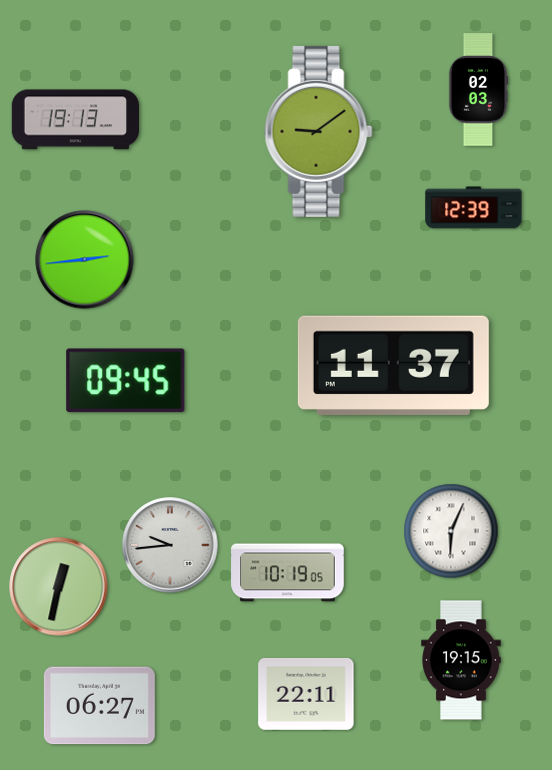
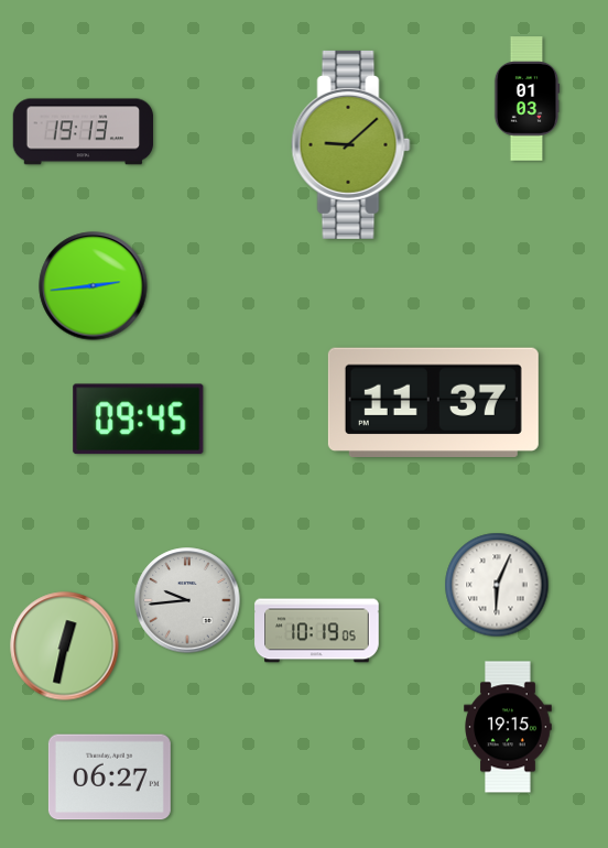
clock at (478, 90): 02:03 -> 01:03
clock at (319, 131): 9:09 -> 9:08
clock at (474, 208): 12:39 -> none
clock at (306, 695): 22:11 -> none
